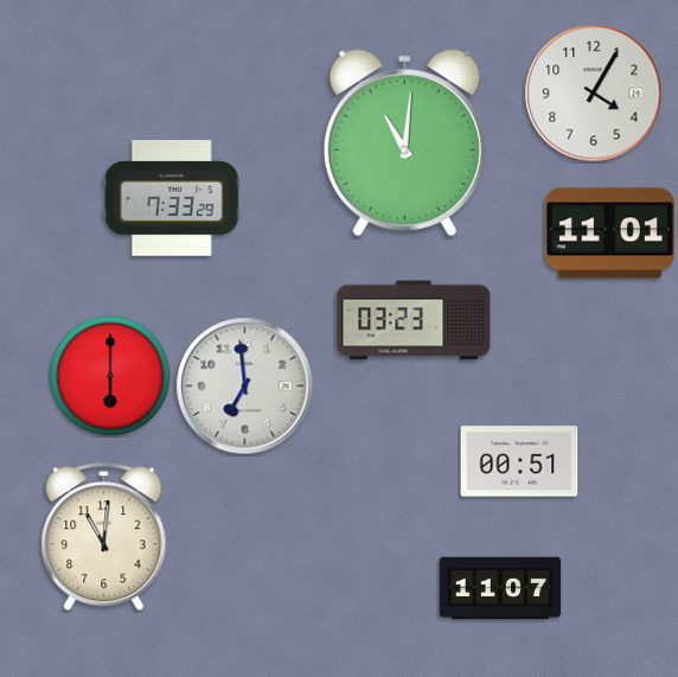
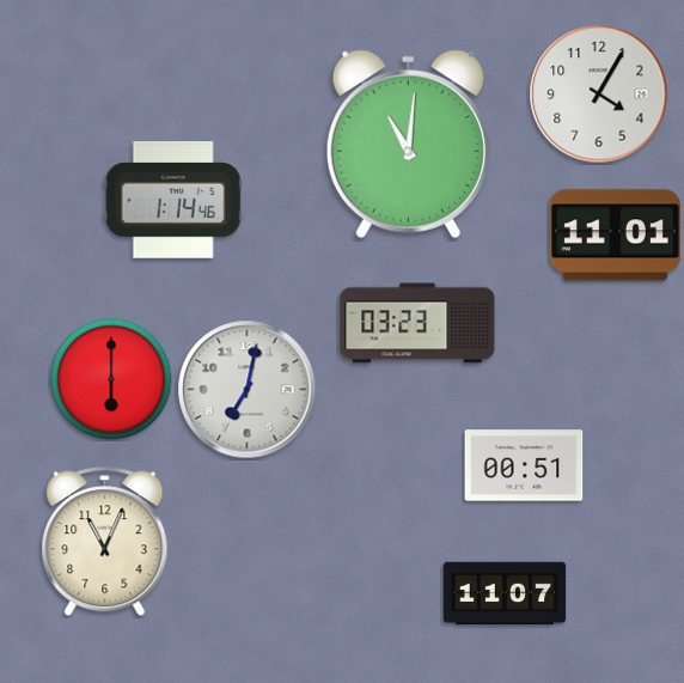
clock at (172, 198): 7:33 -> 1:14
clock at (245, 387): 6:59 -> 7:02
clock at (104, 537): 11:01 -> 11:04
